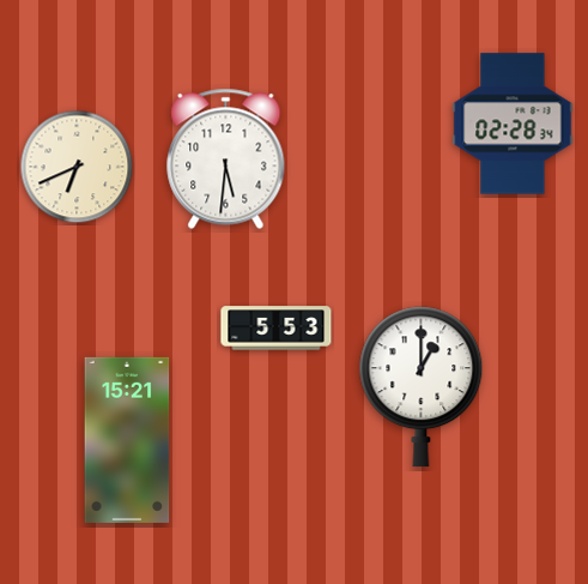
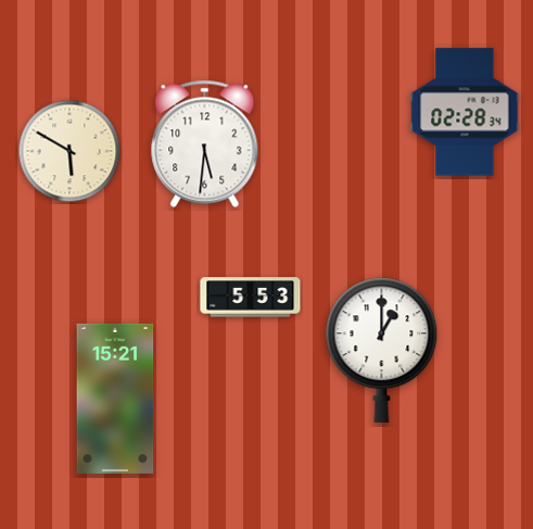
clock at (77, 167): 6:41 -> 5:50
